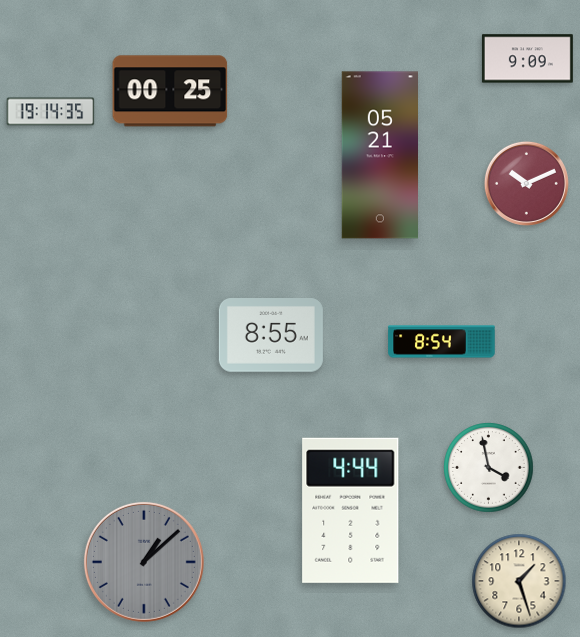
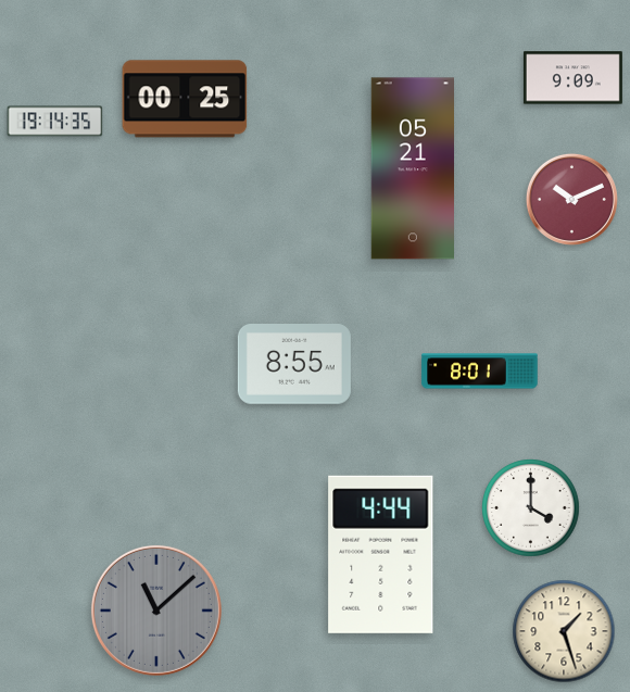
clock at (527, 59) position: (527, 59) -> (572, 78)
clock at (442, 342): 8:54 -> 8:01
clock at (489, 468): 3:58 -> 4:00
clock at (144, 562): 1:08 -> 11:08
